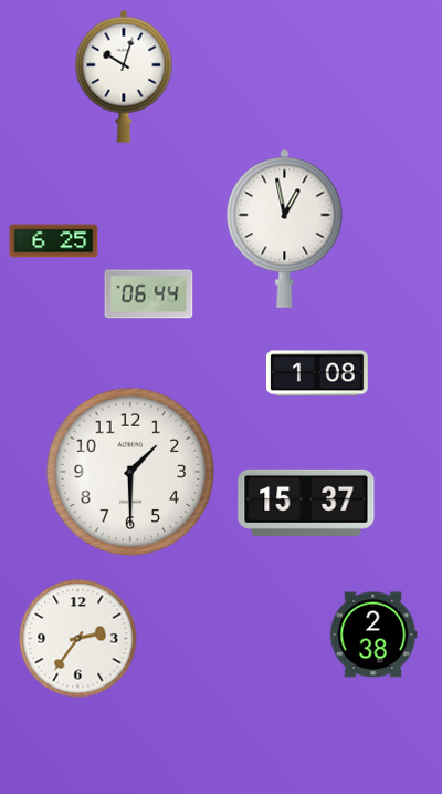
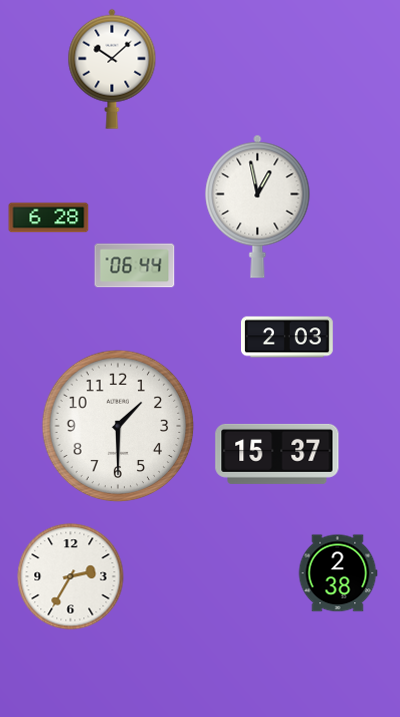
clock at (124, 76): 10:03 -> 10:08
clock at (54, 241): 6:25 -> 6:28
clock at (317, 373): 1:08 -> 2:03
clock at (78, 639): 2:36 -> 2:35
